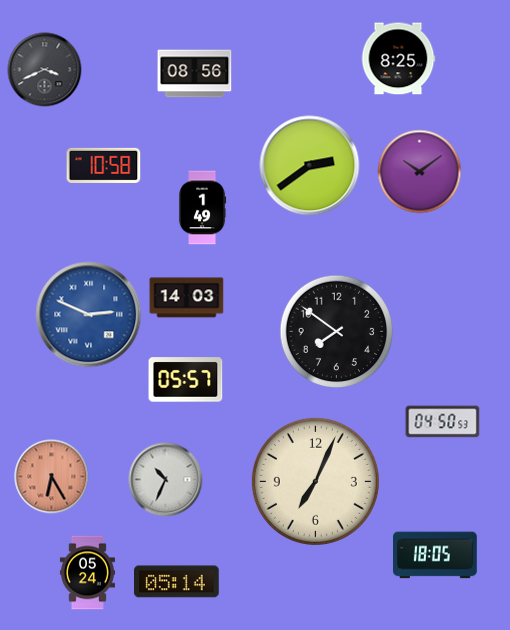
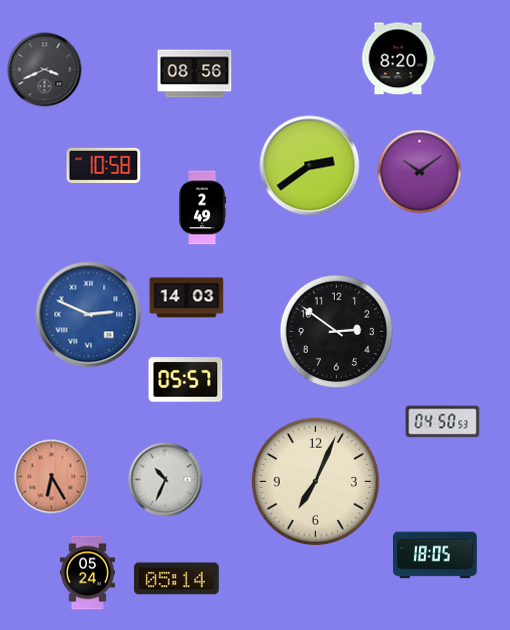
clock at (398, 59): 8:25 -> 8:20
clock at (202, 208): 1:49 -> 2:49
clock at (337, 332): 7:51 -> 2:51
clock at (177, 582) position: (177, 582) -> (177, 579)
